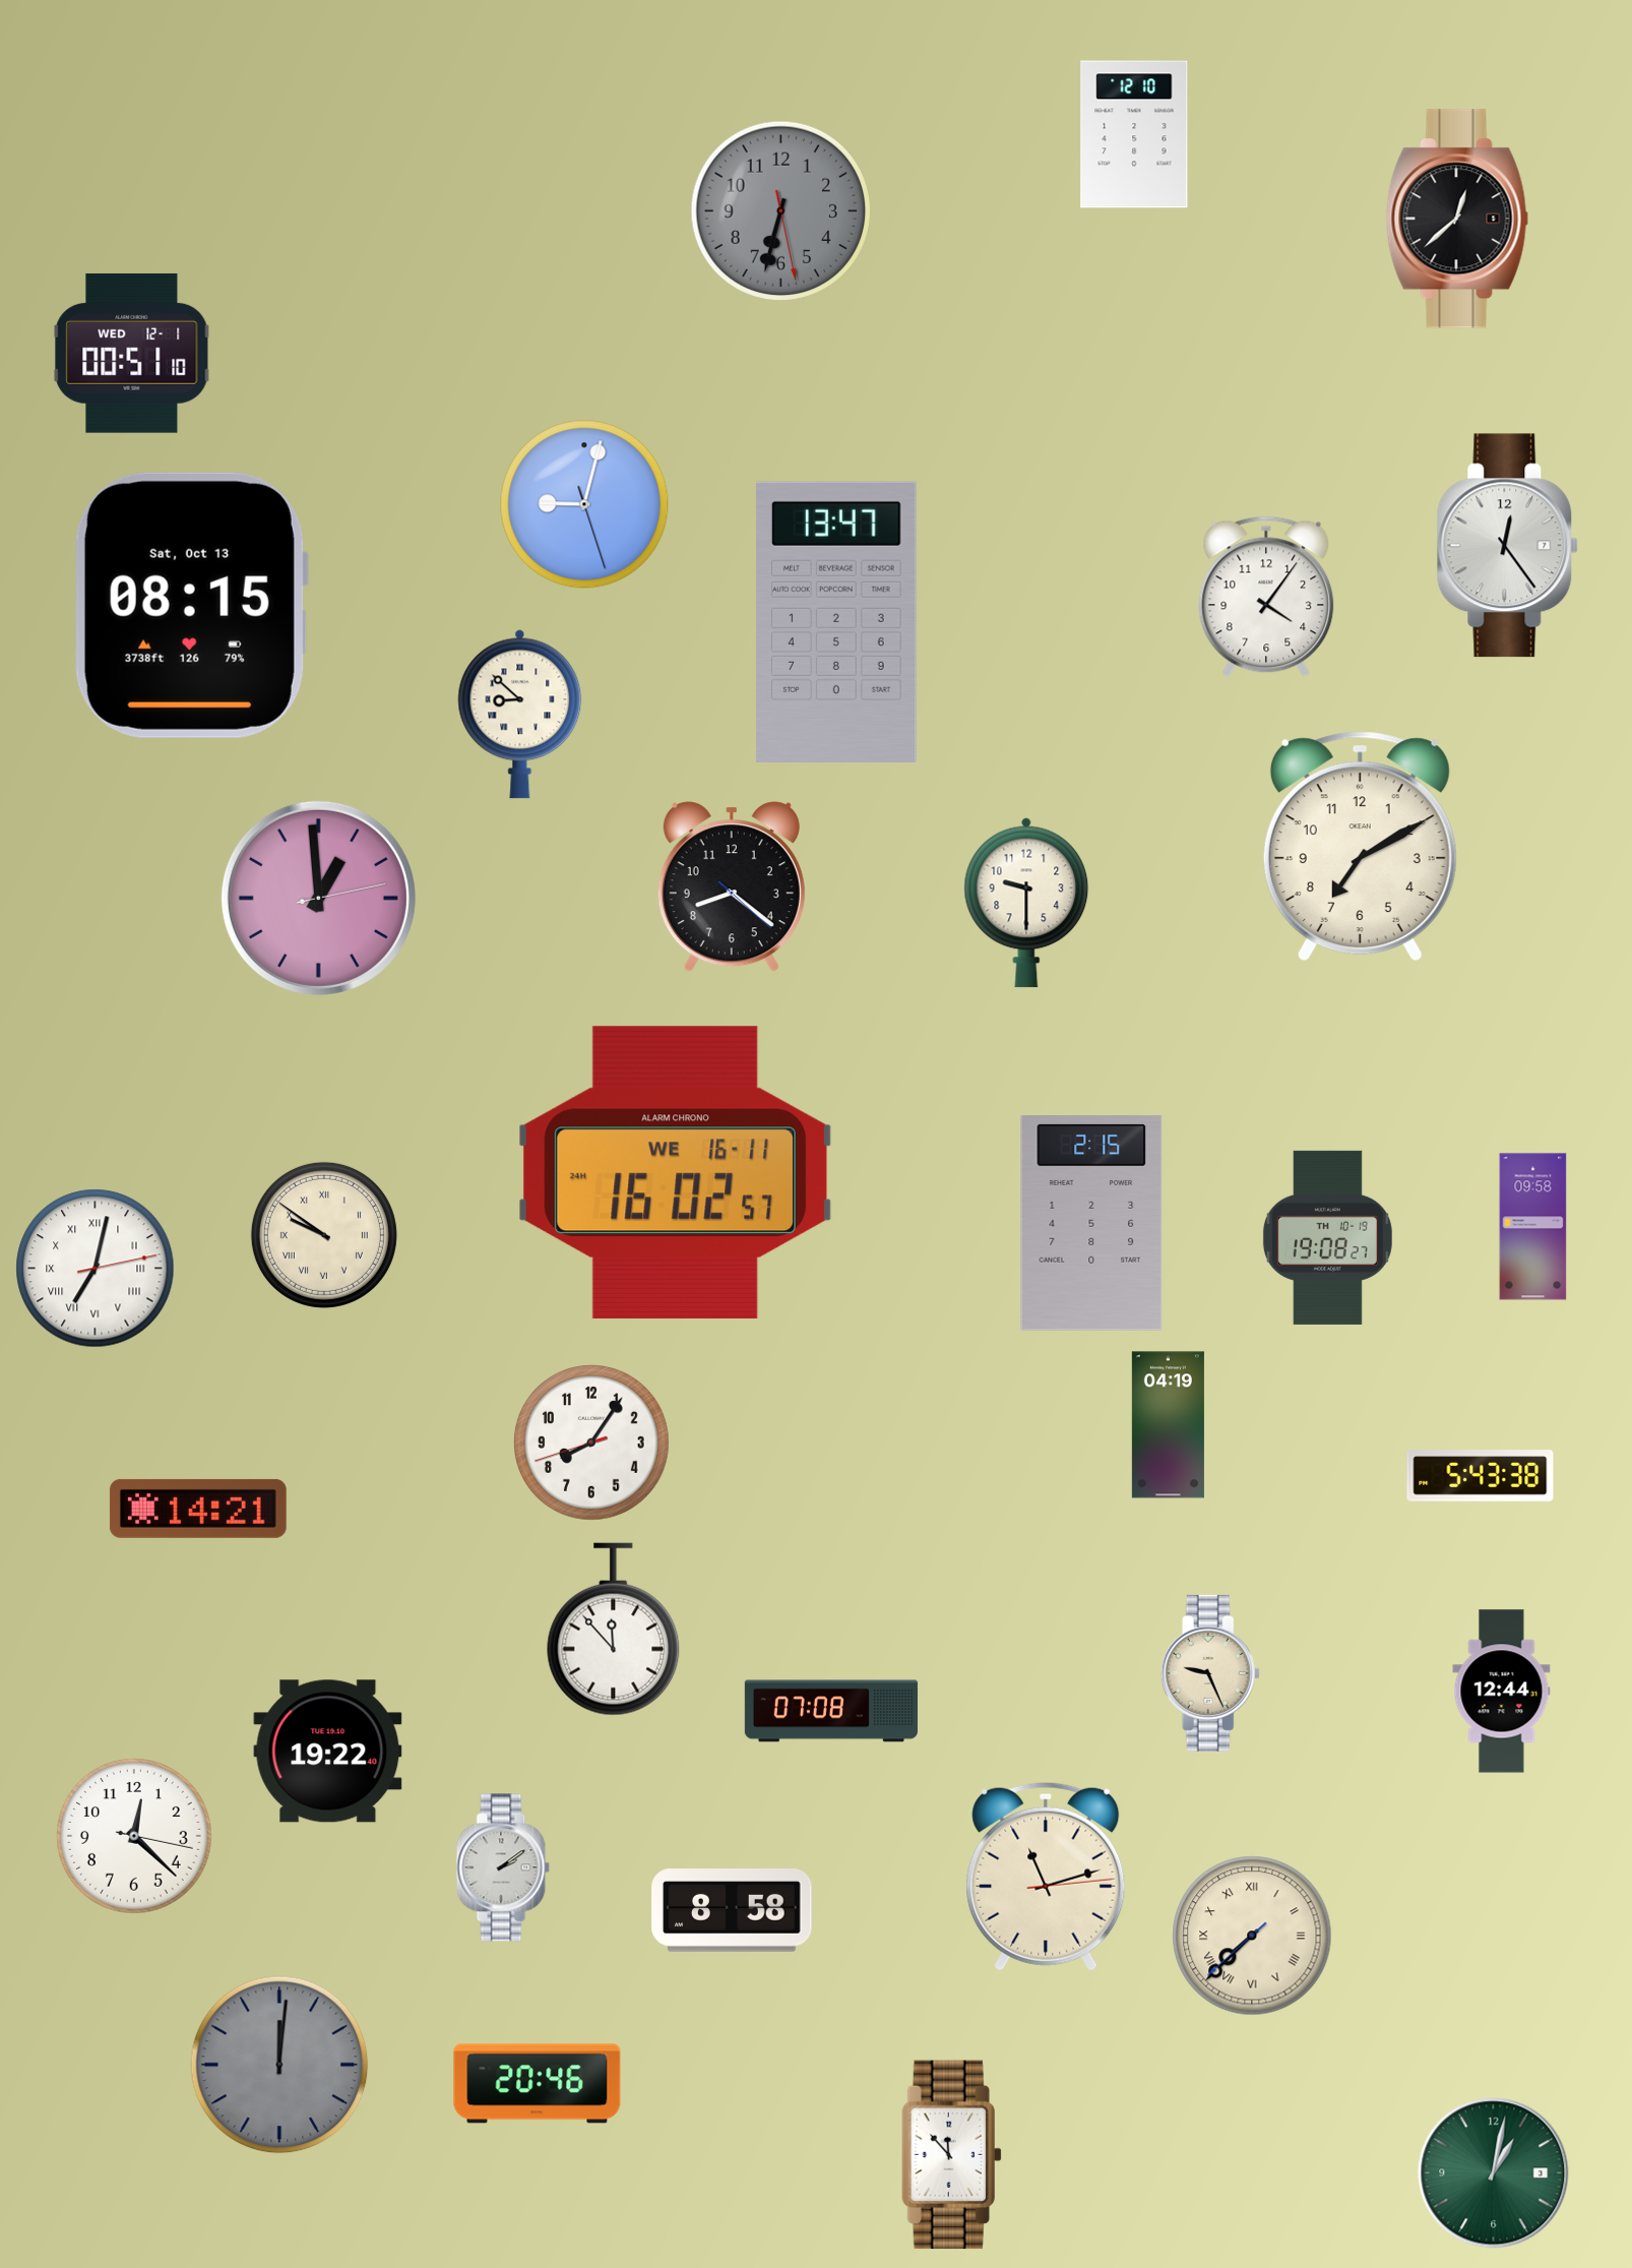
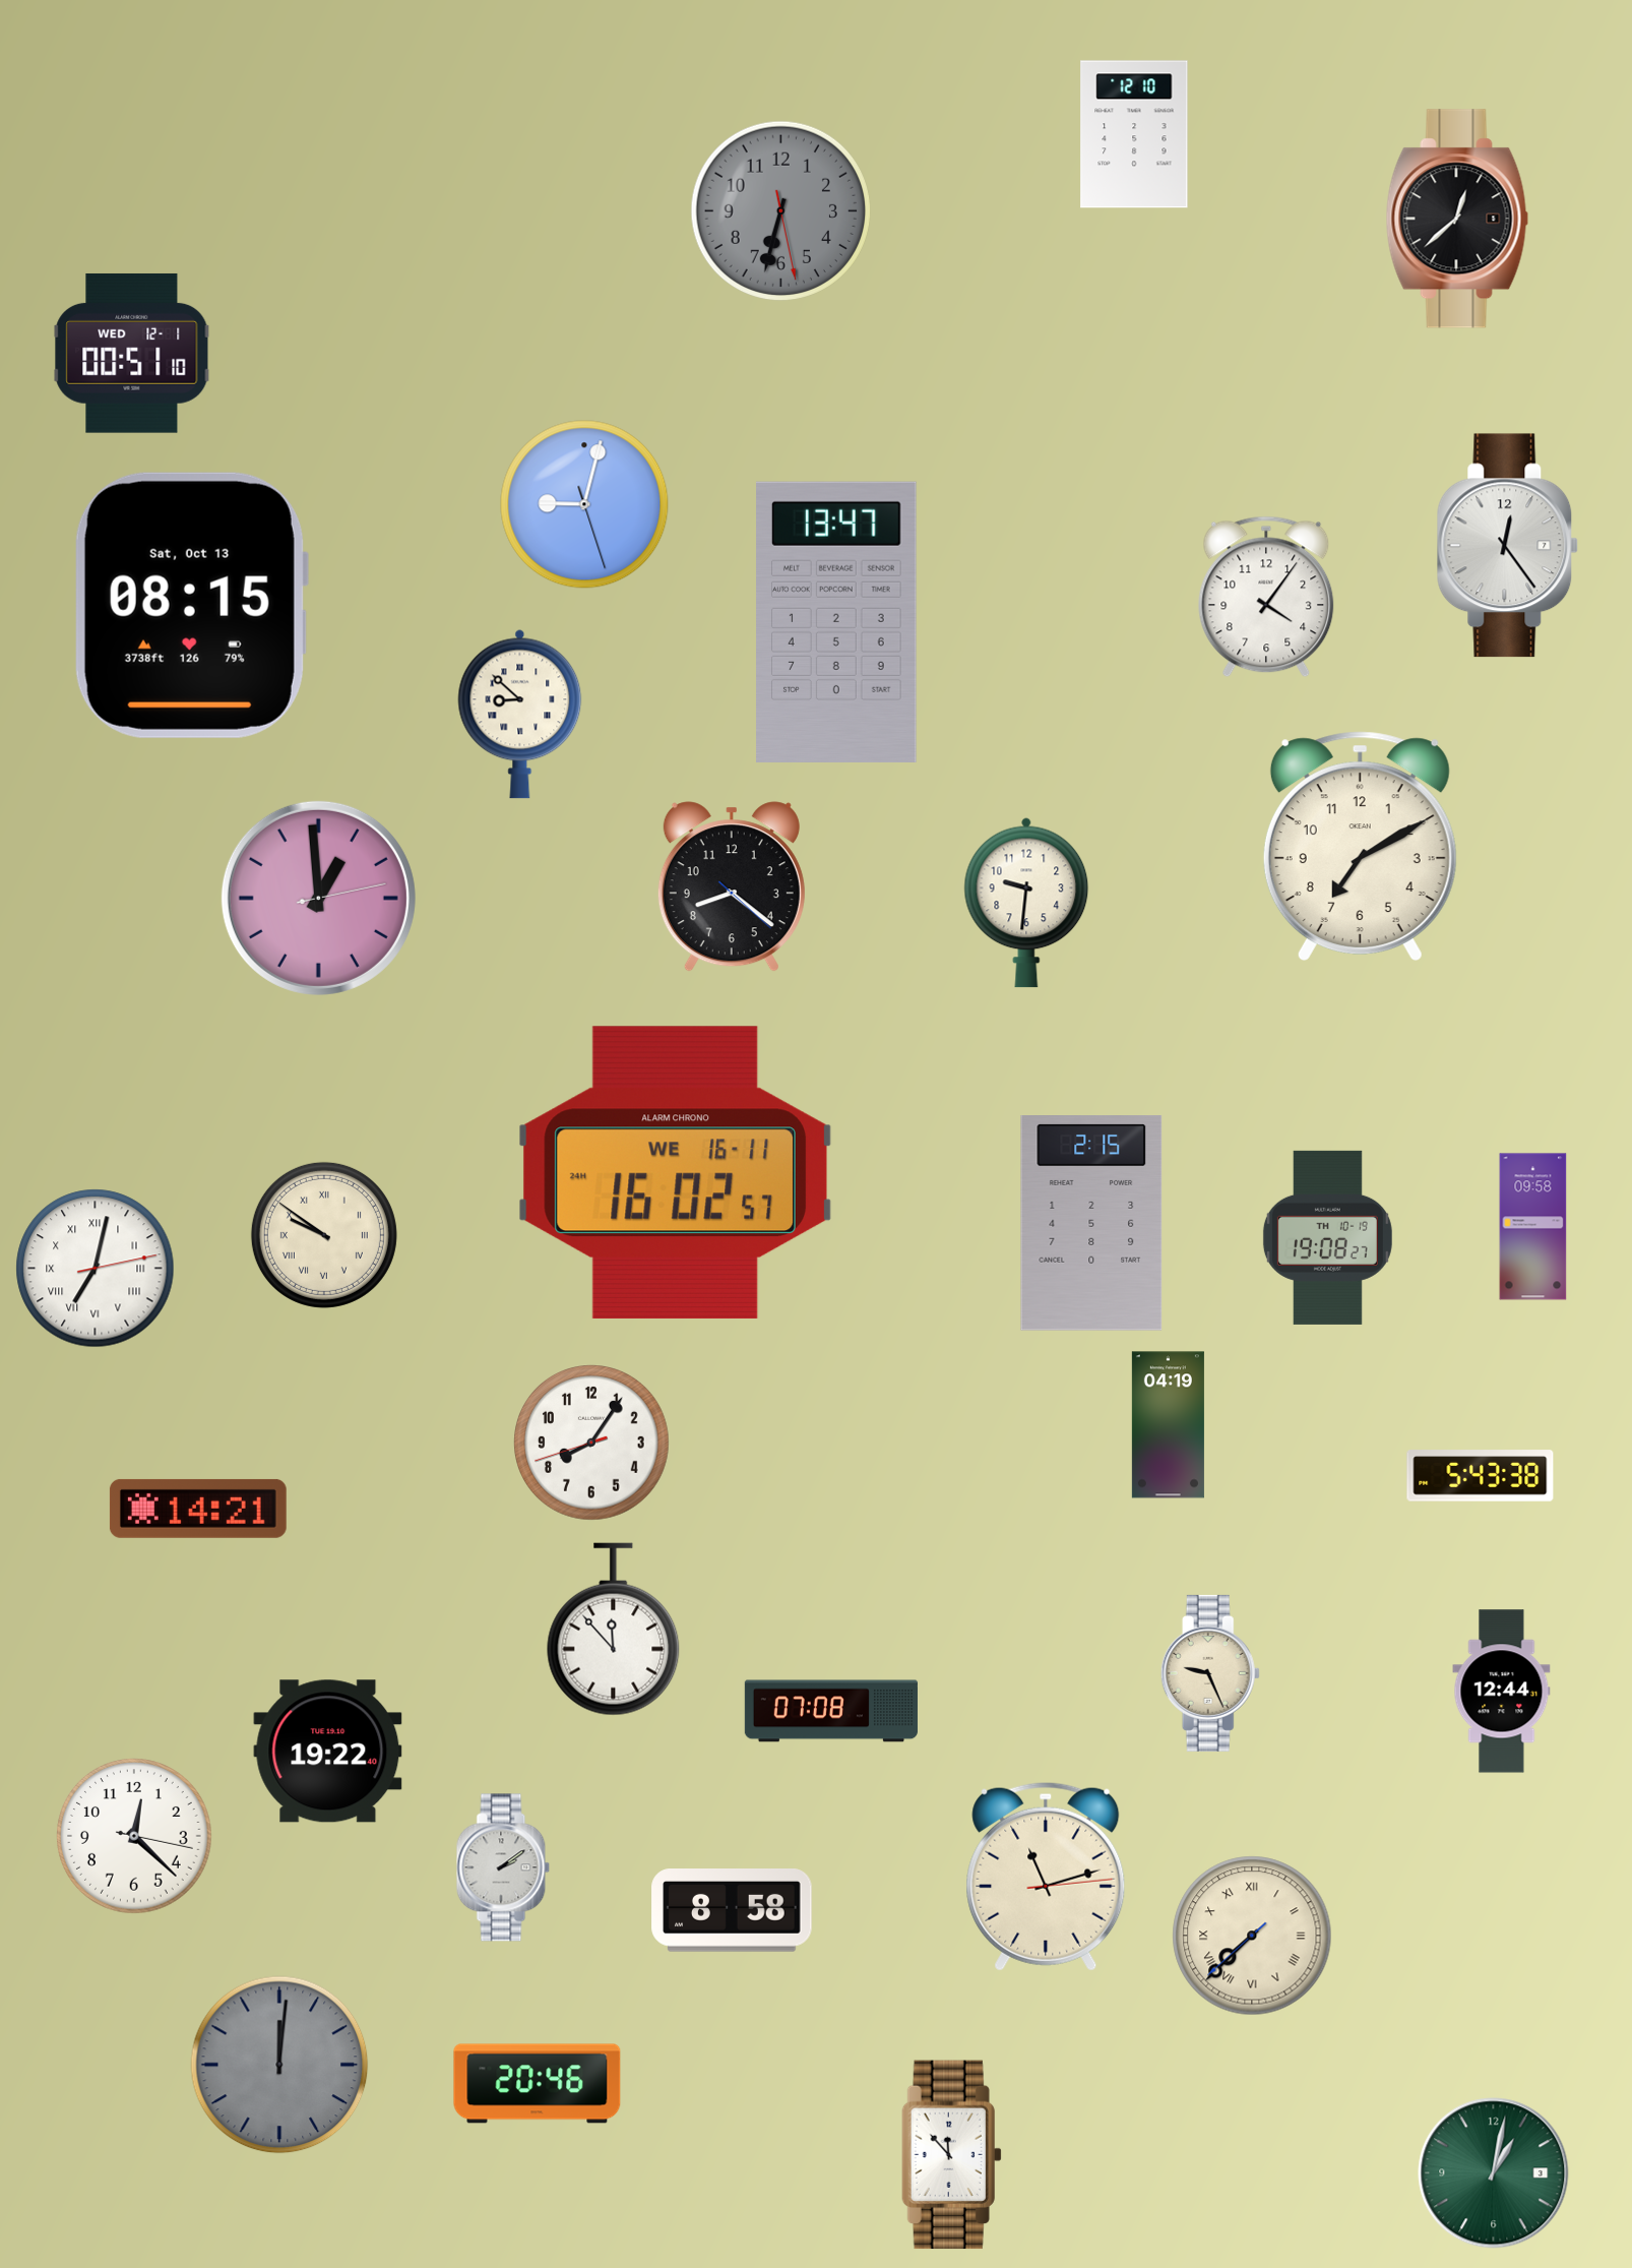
clock at (1026, 903): 9:30 -> 9:31
